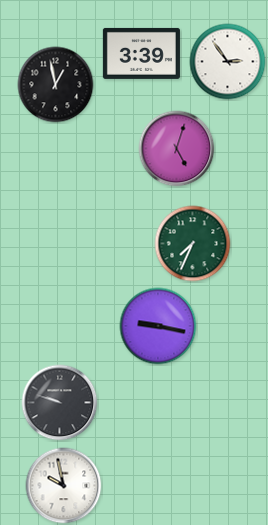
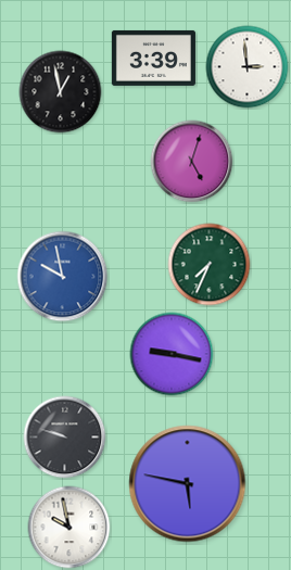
clock at (228, 62): 2:54 -> 2:59
clock at (63, 277): none -> 9:58
clock at (188, 484): none -> 5:47
